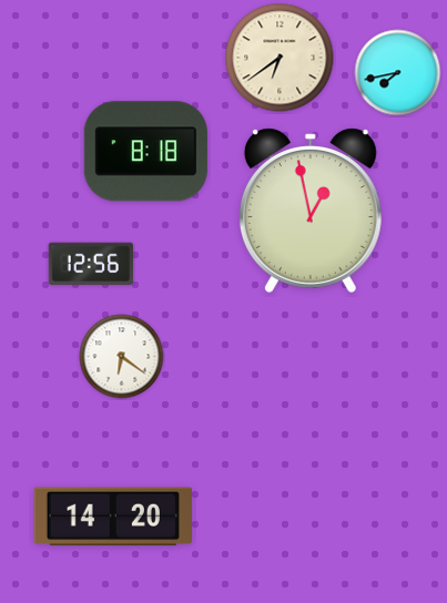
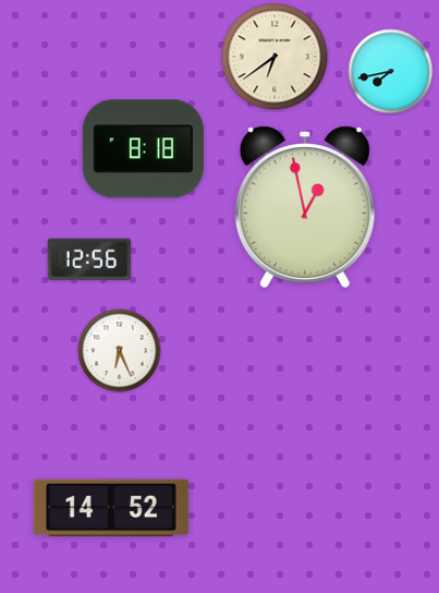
clock at (122, 357): 6:21 -> 6:26
clock at (113, 517): 14:20 -> 14:52
